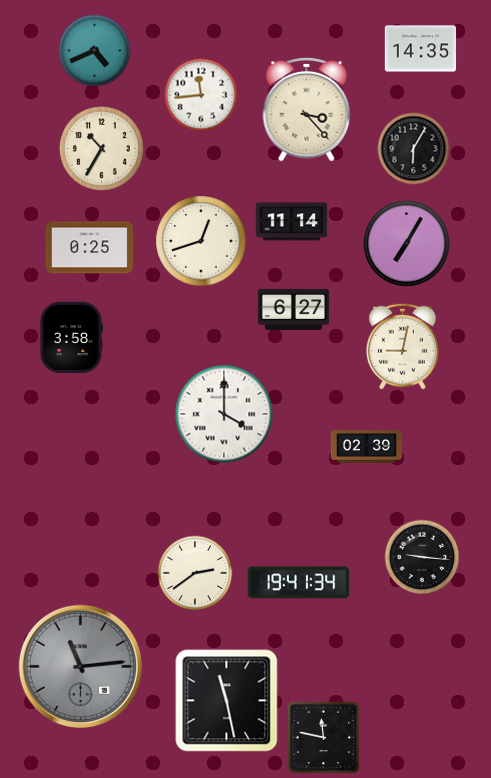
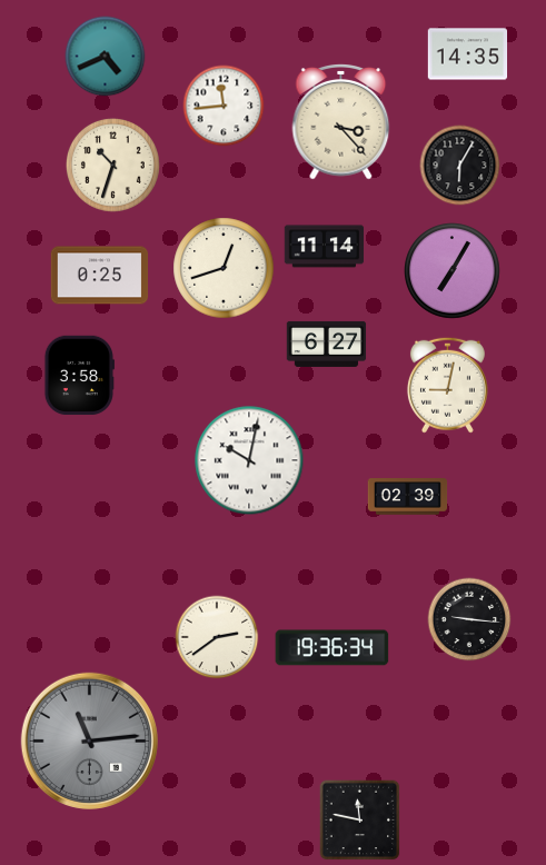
clock at (101, 148): 10:35 -> 10:33
clock at (224, 414): 4:00 -> 10:02
clock at (299, 583): 19:41 -> 19:36
clock at (227, 701): 11:28 -> none
